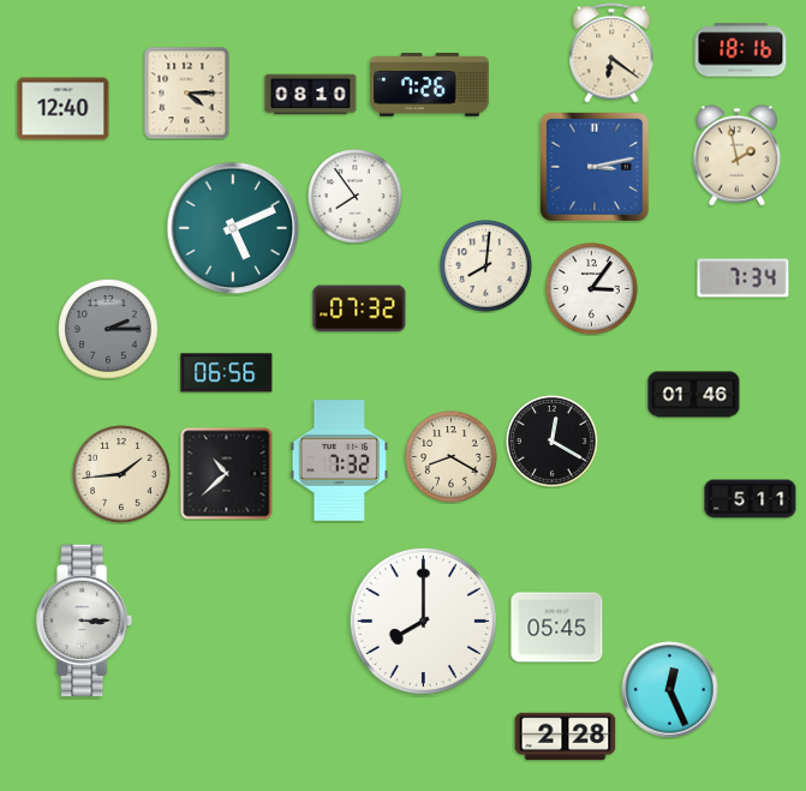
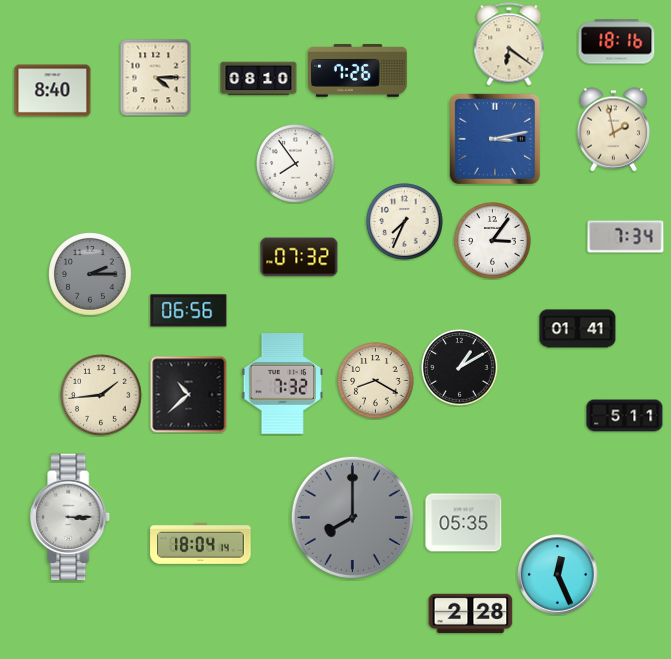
clock at (64, 109): 12:40 -> 8:40
clock at (233, 228): 5:11 -> none
clock at (486, 266): 8:01 -> 7:34
clock at (744, 278) position: (744, 278) -> (626, 237)
clock at (694, 395): 01:46 -> 01:41
clock at (553, 442): 12:20 -> 1:10
clock at (423, 621) dial: white -> grey
clock at (557, 628): 05:45 -> 05:35
clock at (201, 543): none -> 18:04
